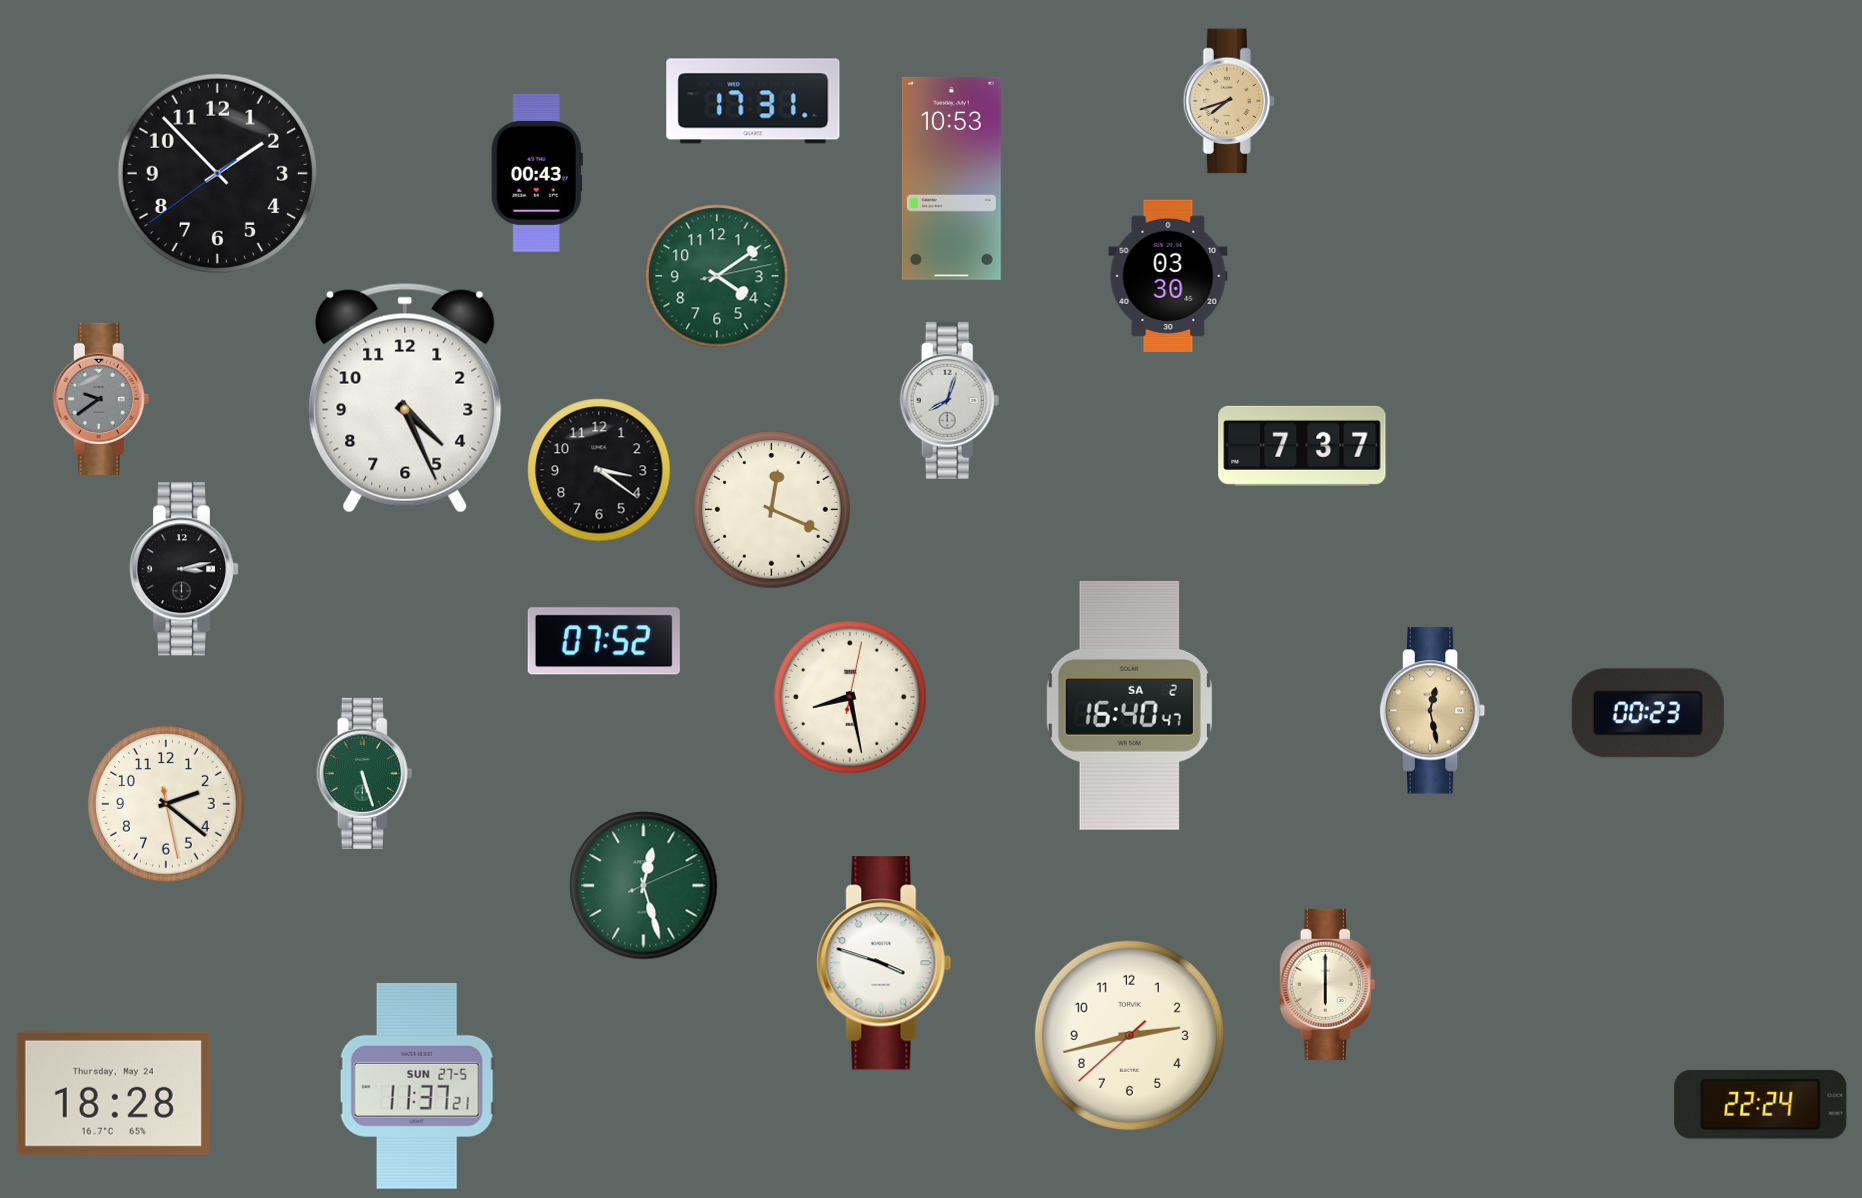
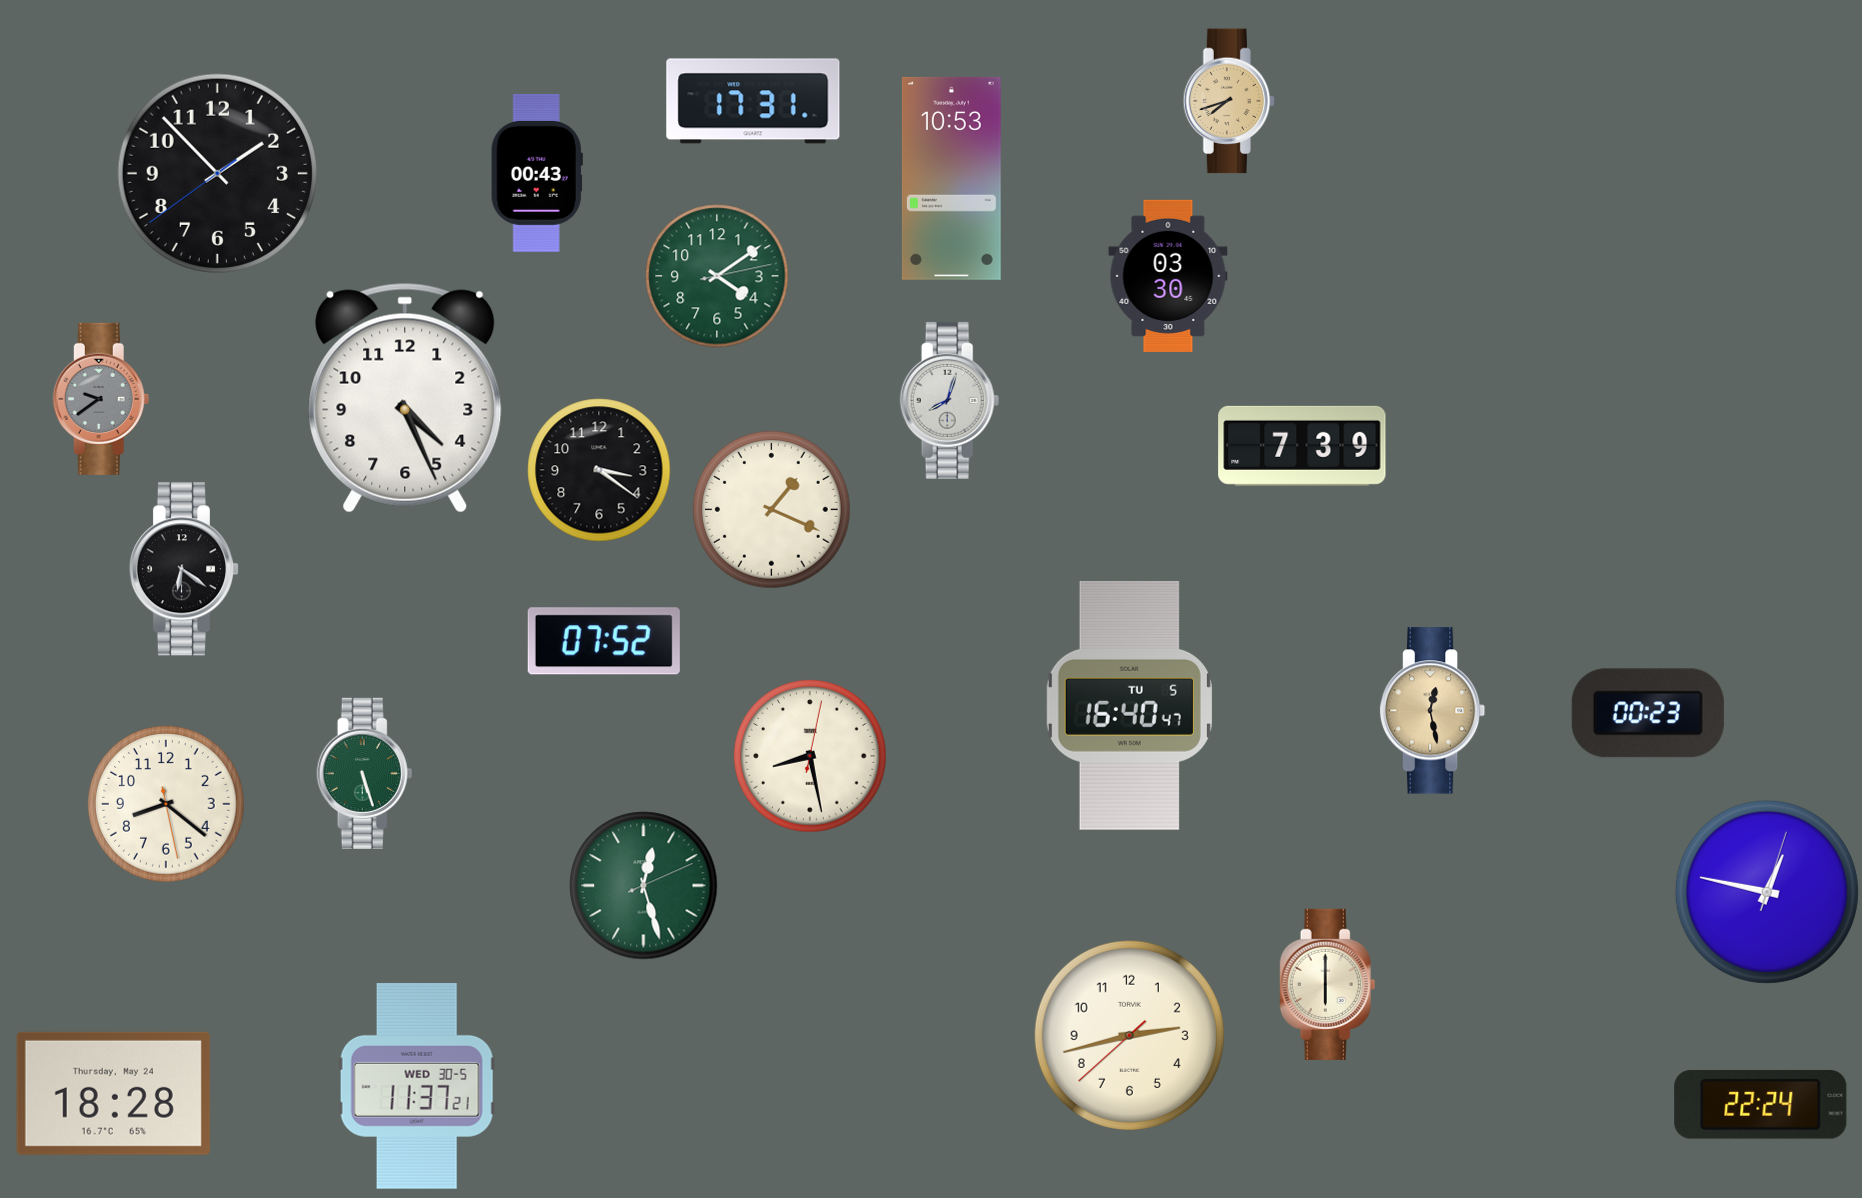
clock at (1302, 446): 7:37 -> 7:39
clock at (772, 510): 12:19 -> 1:19
clock at (183, 569): 3:13 -> 6:21
clock at (850, 697) position: (850, 697) -> (810, 756)
clock at (1129, 705) date: SA 2 -> TU 5
clock at (167, 805): 2:21 -> 8:21
clock at (1767, 892): none -> 12:47
clock at (884, 963): 3:48 -> none
clock at (417, 1086) date: SUN 27-5 -> WED 30-5
